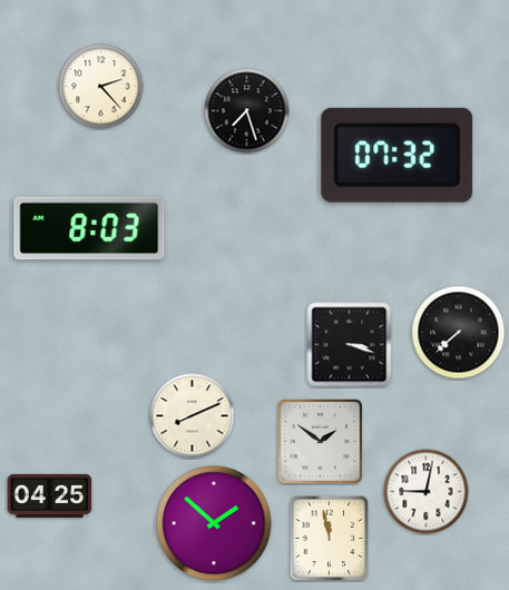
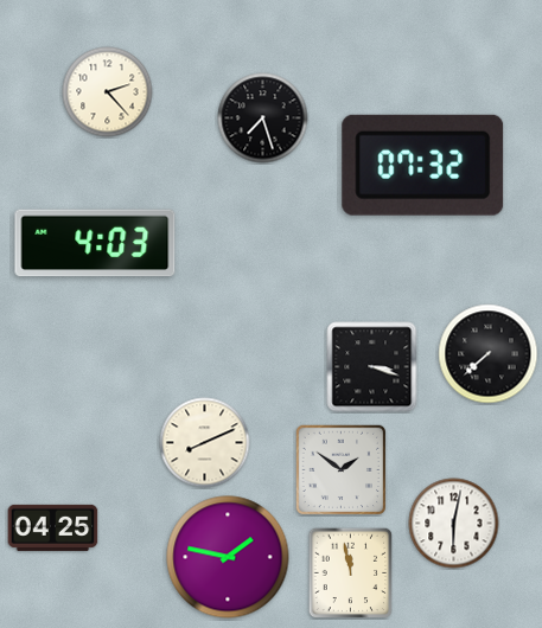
clock at (89, 228): 8:03 -> 4:03
clock at (427, 492): 9:02 -> 6:02
clock at (214, 523): 1:52 -> 1:47
